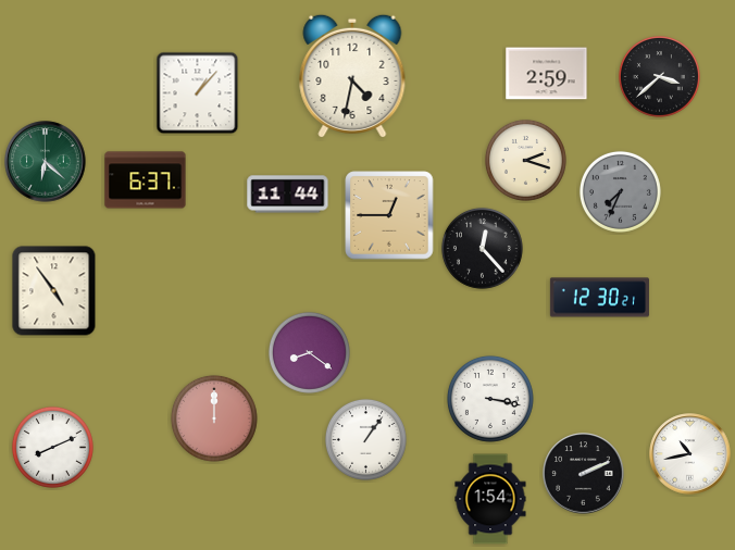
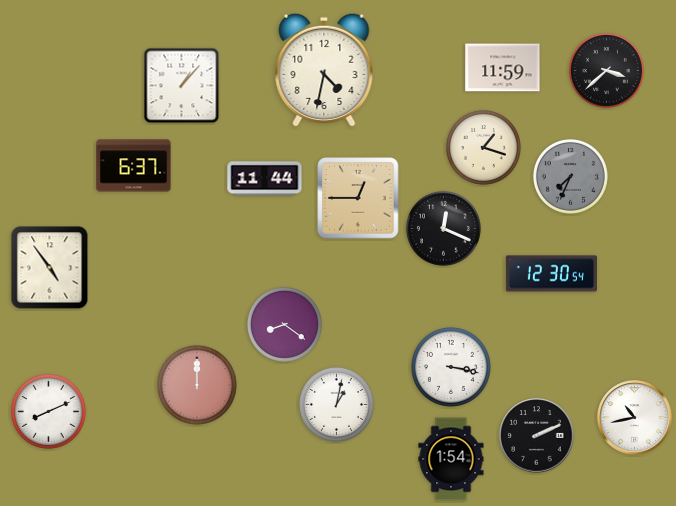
clock at (547, 74): 2:59 -> 11:59
clock at (525, 160): 2:18 -> 1:18
clock at (46, 162): 6:22 -> none
clock at (482, 248): 12:23 -> 12:19
clock at (599, 298): 12:30:21 -> 12:30:54
clock at (365, 439): 1:06 -> 1:02
